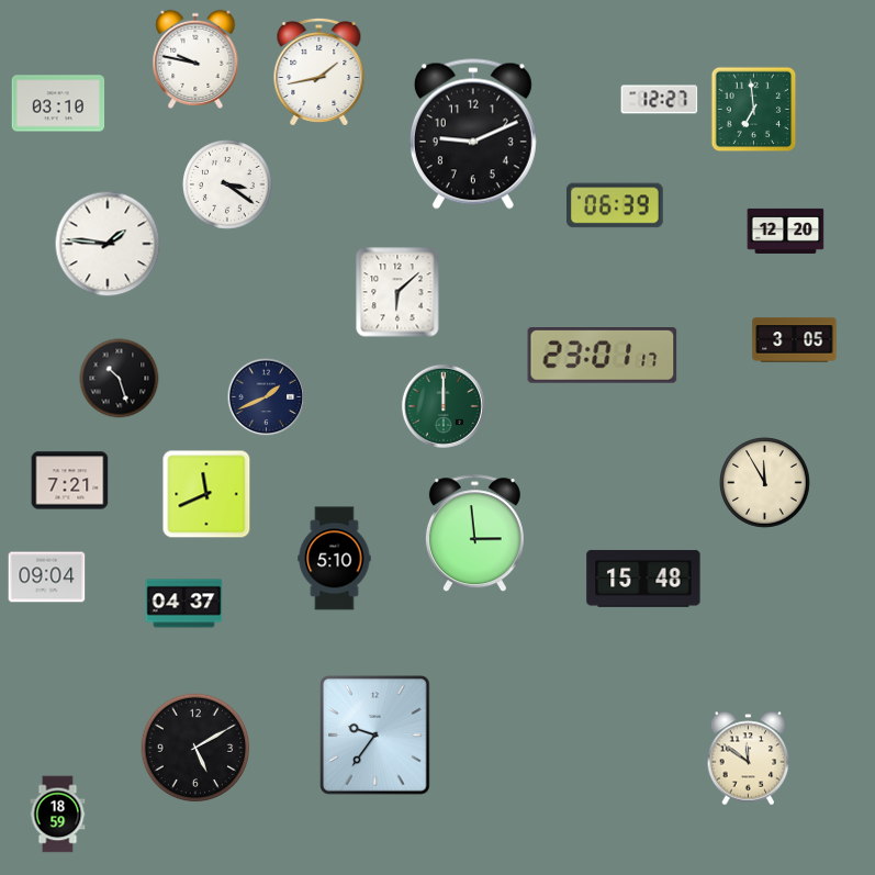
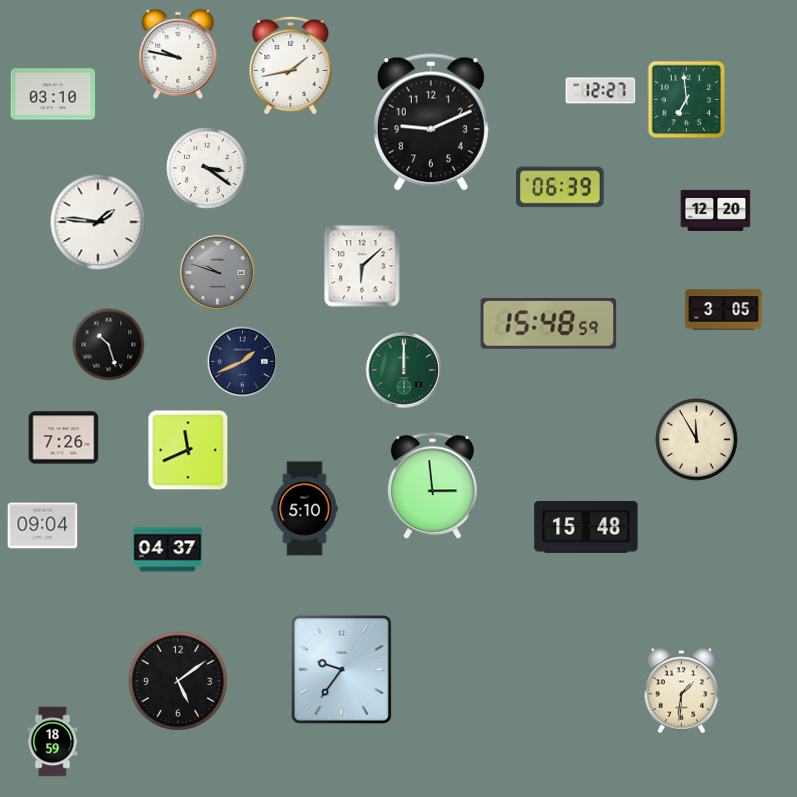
clock at (217, 272): none -> 9:48
clock at (603, 356): 23:01 -> 15:48
clock at (70, 481): 7:21 -> 7:26
clock at (195, 748): 5:10 -> 5:09
clock at (749, 759): 11:51 -> 1:31
